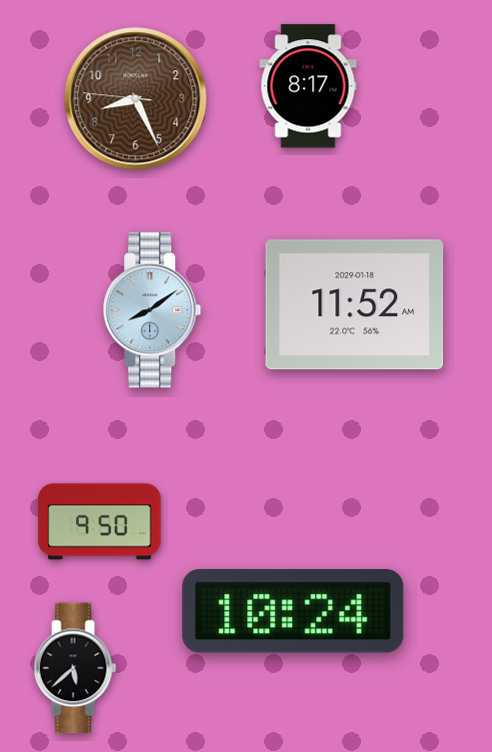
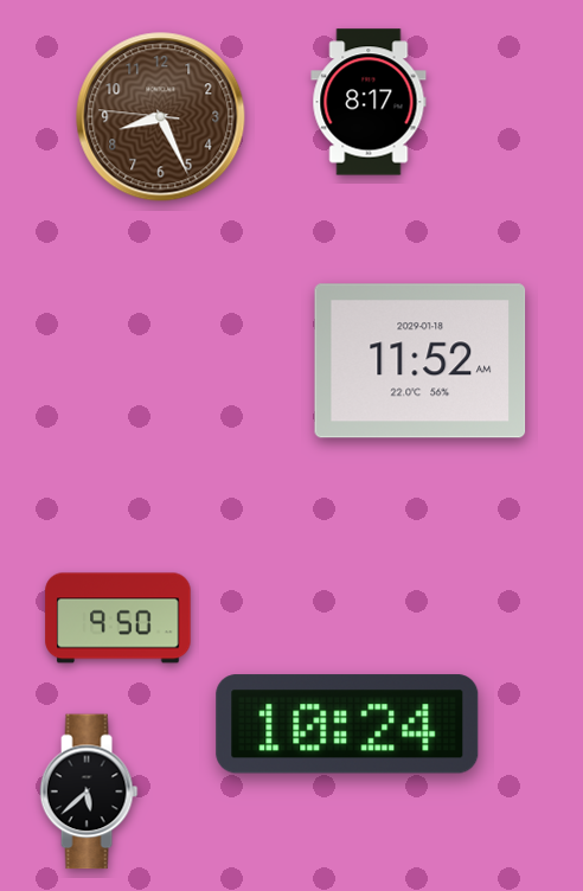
clock at (308, 86) position: (308, 86) -> (369, 102)
clock at (152, 310): 8:09 -> none
